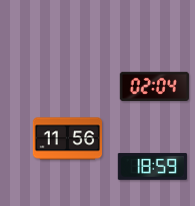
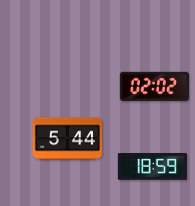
clock at (154, 86): 02:04 -> 02:02
clock at (67, 139): 11:56 -> 5:44
